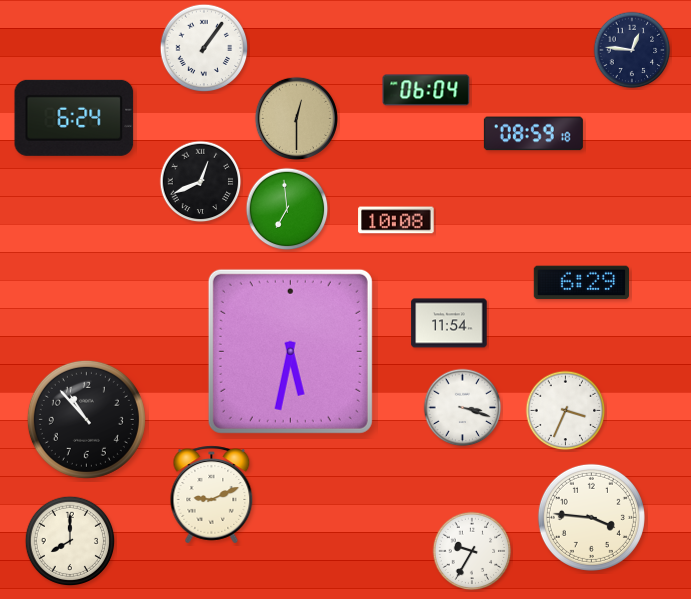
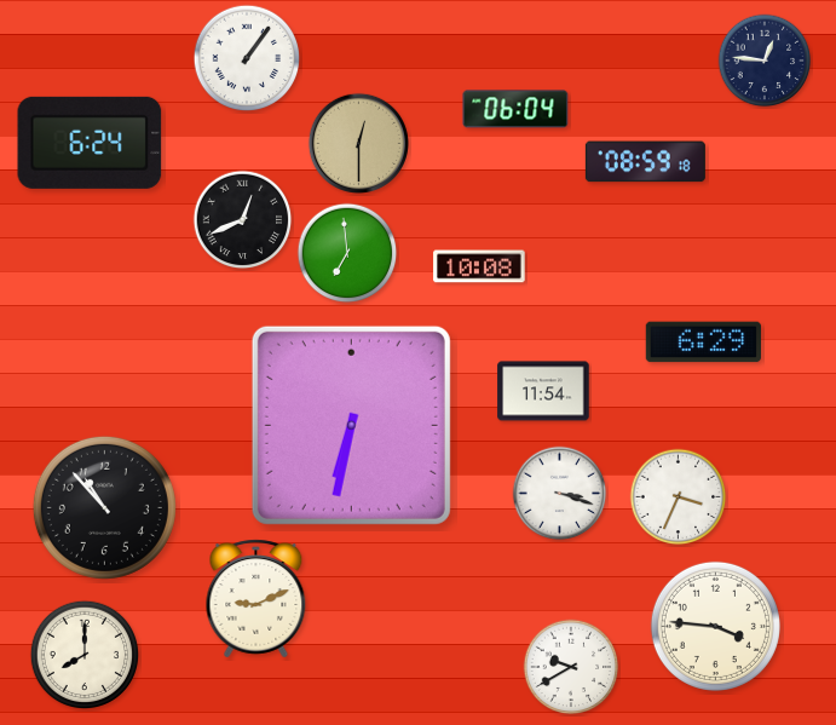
clock at (290, 351): 5:32 -> 6:32
clock at (566, 411) position: (566, 411) -> (679, 497)
clock at (472, 551): 9:35 -> 9:40
